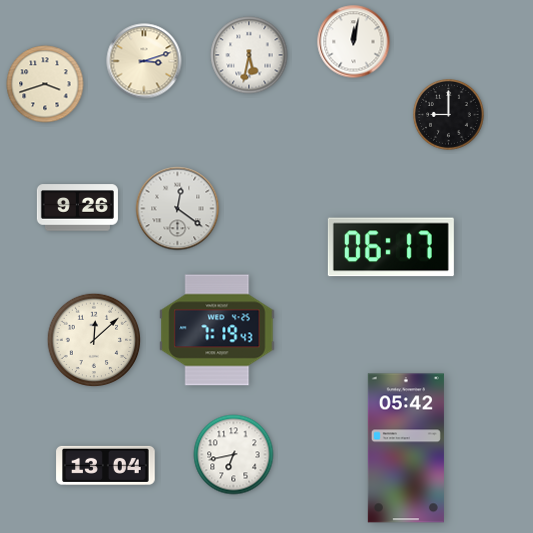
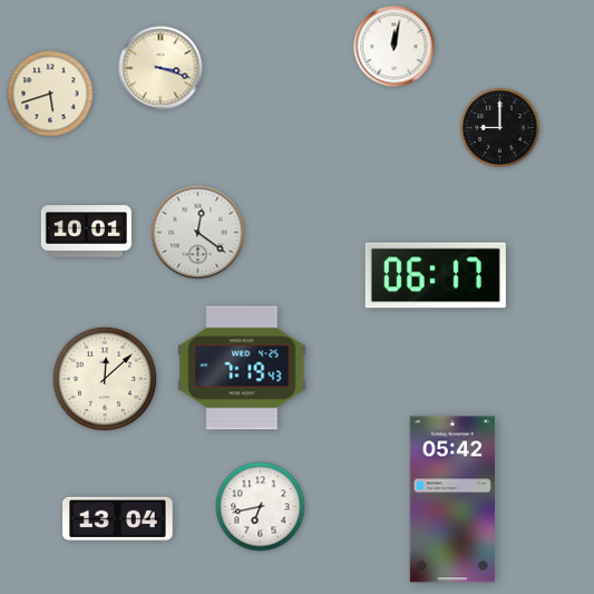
clock at (249, 55): 5:32 -> none
clock at (144, 61): 3:12 -> 3:18
clock at (45, 84): 3:42 -> 5:42
clock at (77, 208): 9:26 -> 10:01
